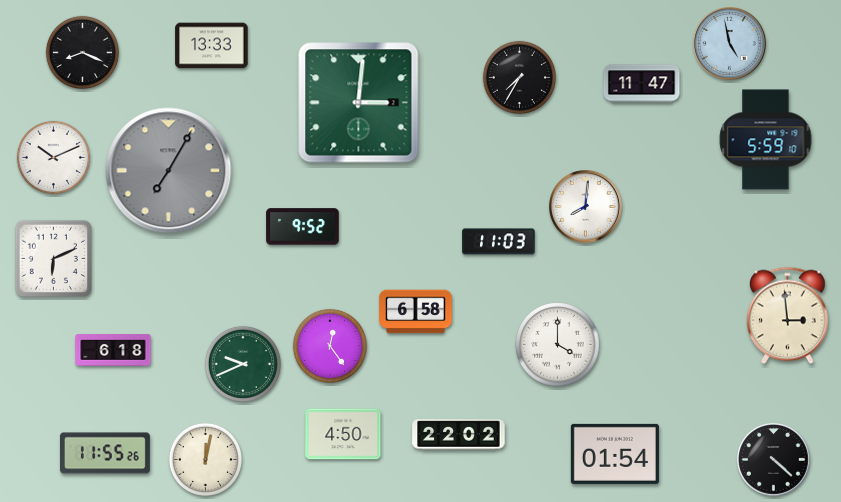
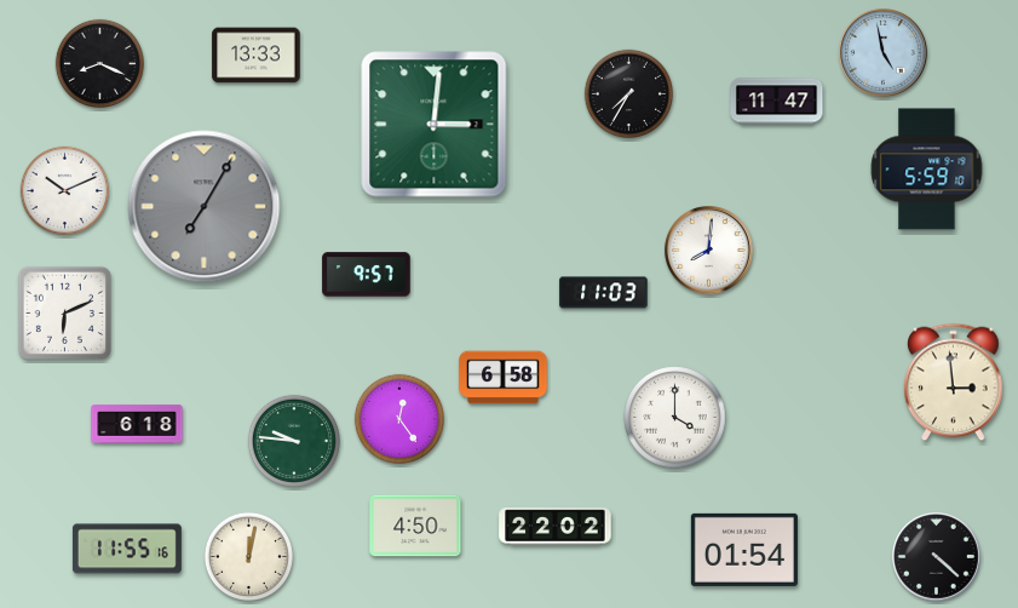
clock at (303, 227): 9:52 -> 9:57
clock at (243, 364): 9:41 -> 9:46
clock at (105, 453): 11:55:26 -> 11:55:16
